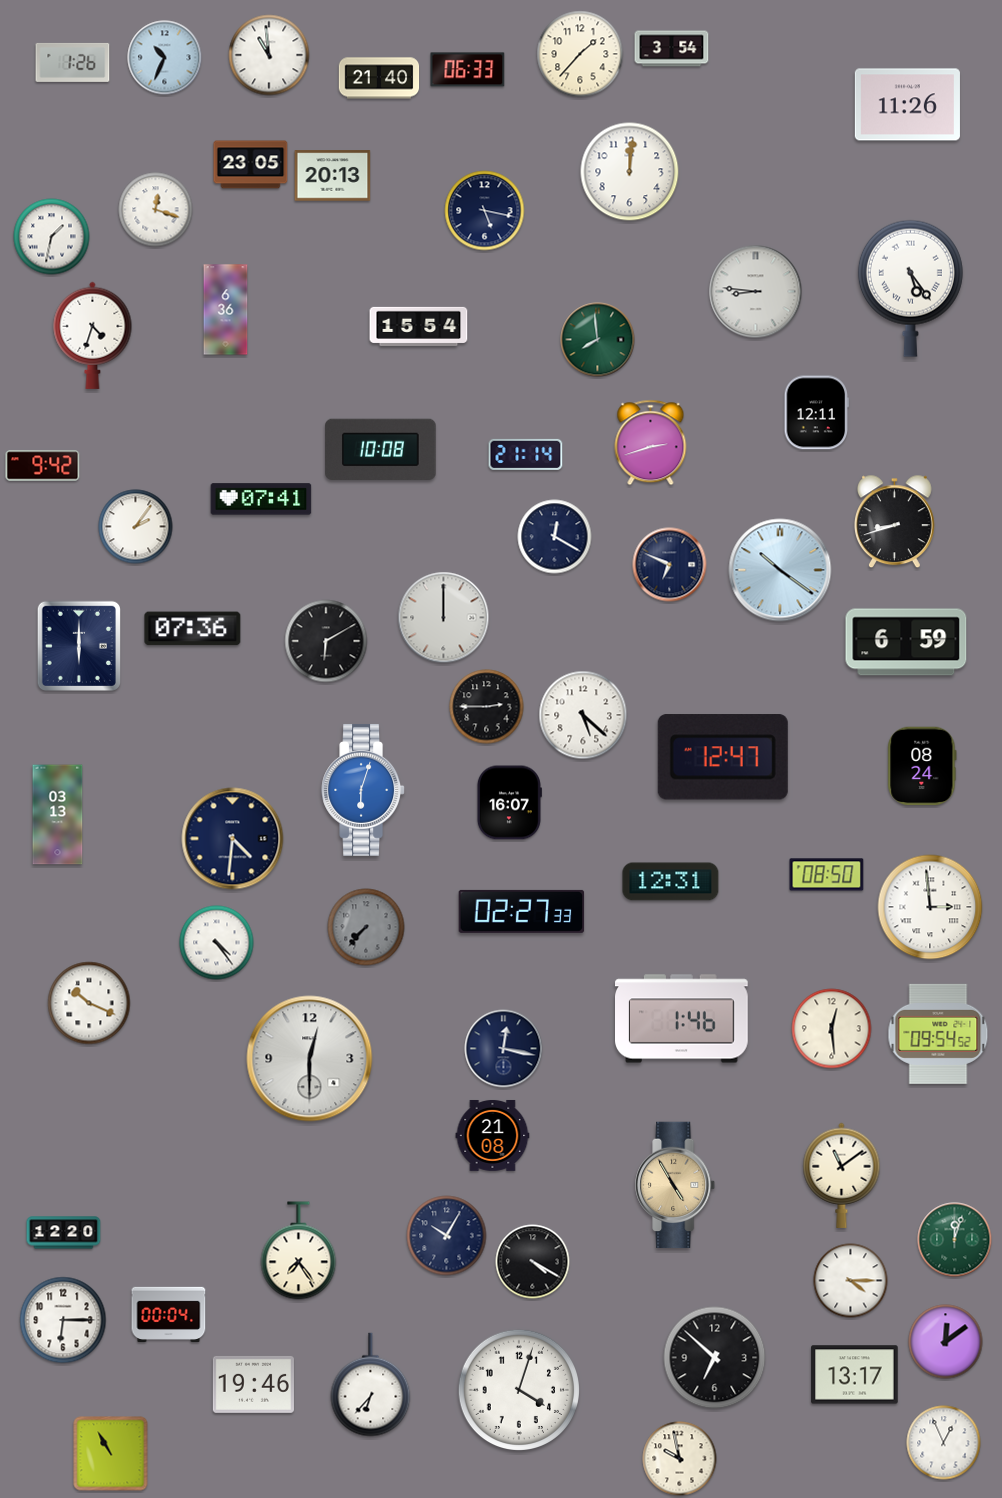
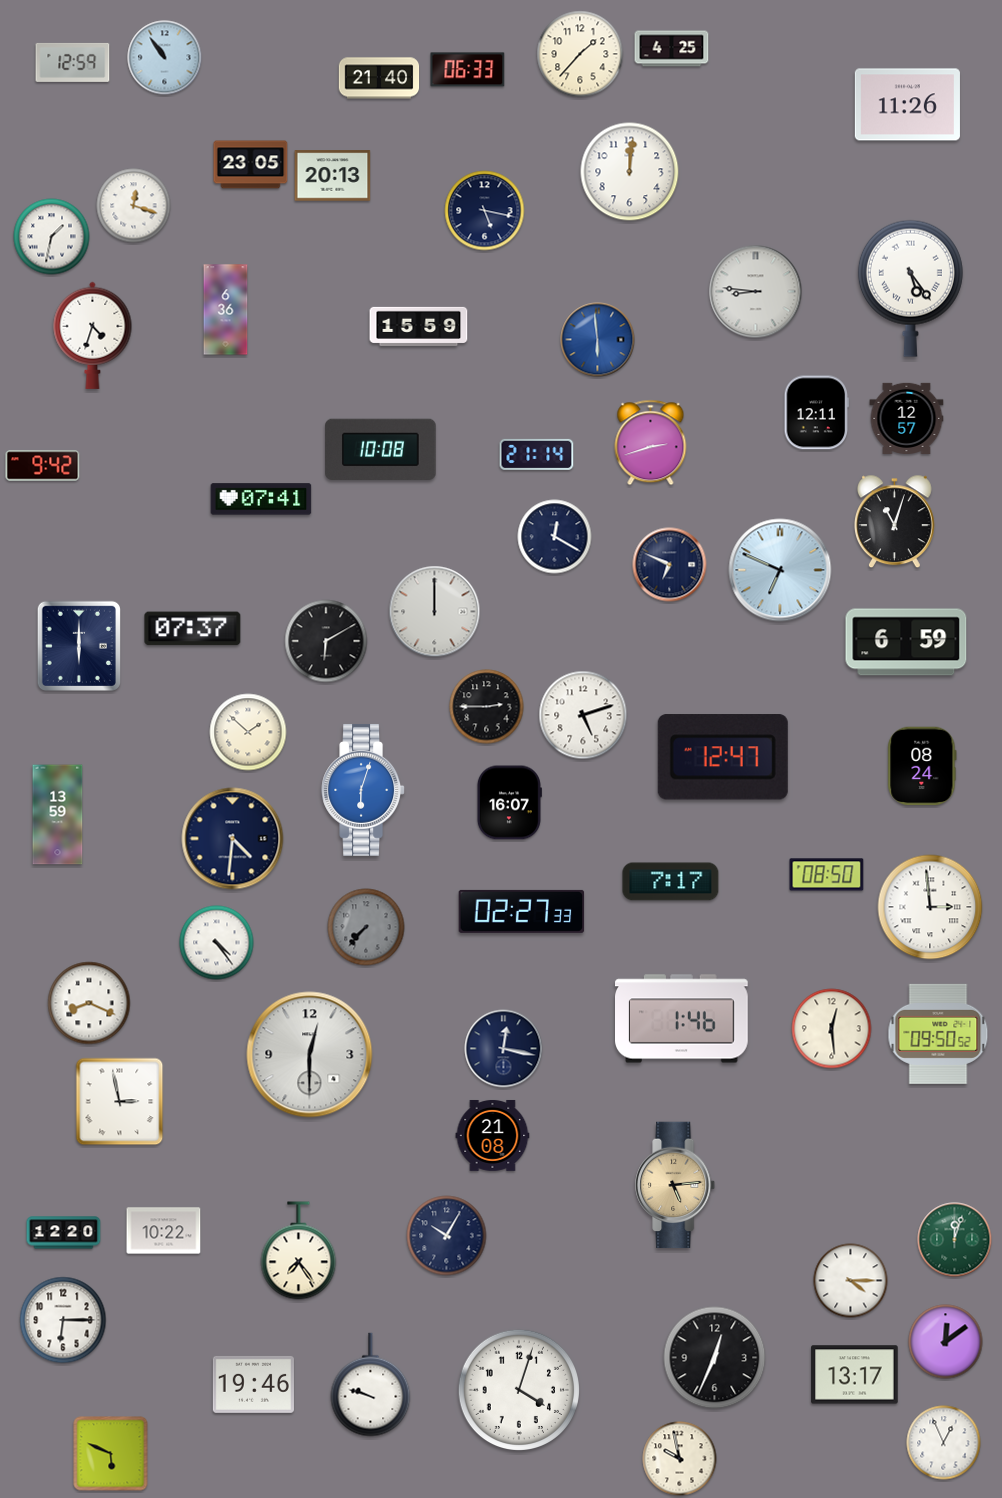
clock at (672, 49): 3:54 -> 4:25
clock at (269, 55): 10:59 -> none
clock at (165, 58): 10:34 -> 10:54
clock at (73, 62): 1:26 -> 12:59
clock at (156, 210) position: (156, 210) -> (134, 206)
clock at (419, 326): 15:54 -> 15:59
clock at (598, 340): 7:59 -> 5:59
clock at (598, 340) dial: green -> blue
clock at (907, 418): none -> 12:57
clock at (526, 454) position: (526, 454) -> (537, 454)
clock at (894, 522): 8:42 -> 11:03
clock at (136, 527): 2:06 -> none
clock at (780, 570): 10:21 -> 6:49
clock at (444, 618) position: (444, 618) -> (435, 612)
clock at (193, 629): 07:36 -> 07:37
clock at (583, 715): 5:22 -> 5:12
clock at (248, 732): none -> 1:52
clock at (58, 815): 03:13 -> 13:59
clock at (671, 882): 12:31 -> 7:17
clock at (89, 1003): 10:19 -> 8:19
clock at (938, 1034): 09:54 -> 09:50
clock at (310, 1059) position: (310, 1059) -> (310, 1055)
clock at (120, 1102): none -> 2:58
clock at (842, 1175): 11:09 -> none
clock at (676, 1185): 4:55 -> 5:14
clock at (164, 1231): none -> 10:22
clock at (533, 1262): 4:20 -> none
clock at (169, 1314): 00:04 -> none
clock at (715, 1358): 6:52 -> 12:34
clock at (371, 1385): 6:37 -> 9:48
clock at (111, 1454): 10:55 -> 5:49
